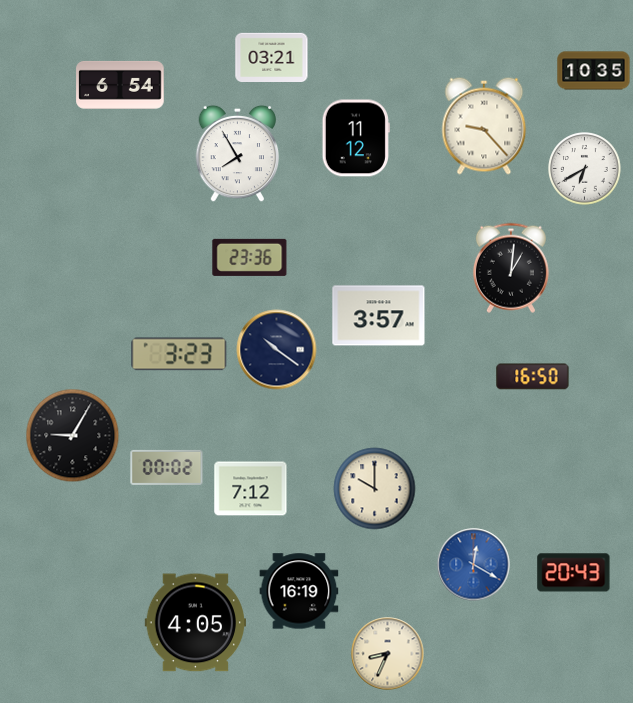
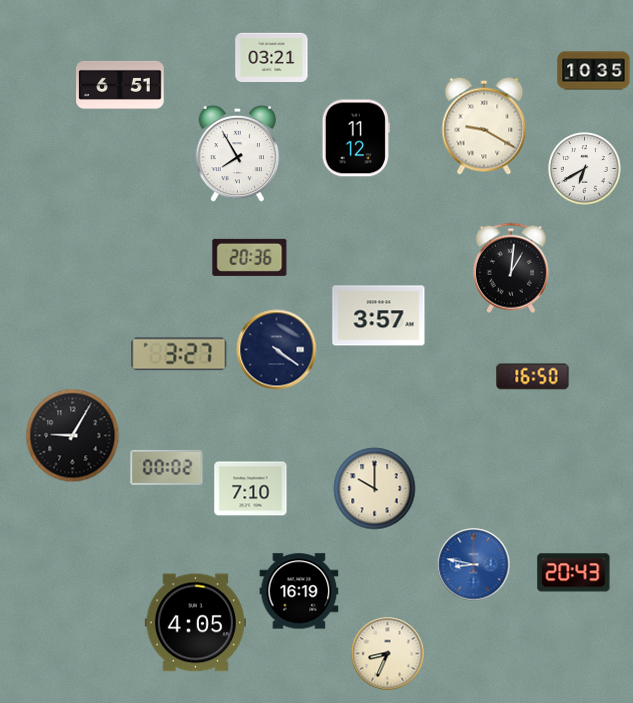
clock at (120, 85): 6:54 -> 6:51
clock at (484, 126): 9:23 -> 9:20
clock at (250, 257): 23:36 -> 20:36
clock at (277, 350): 10:21 -> 4:21
clock at (179, 354): 3:23 -> 3:27
clock at (251, 489): 7:12 -> 7:10
clock at (474, 565): 12:20 -> 8:47
